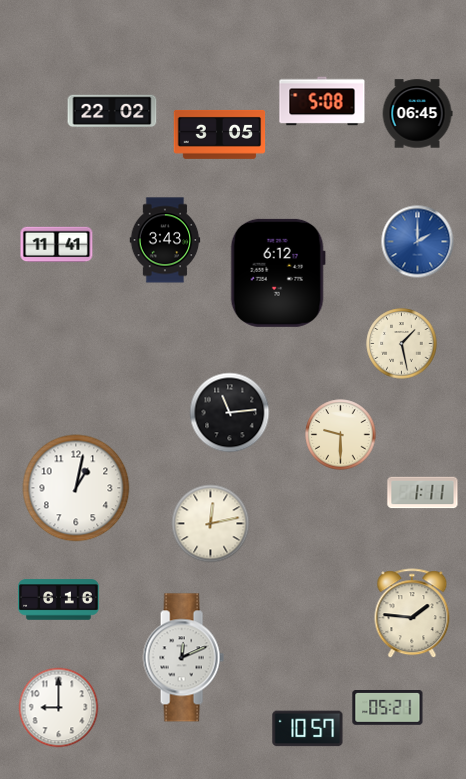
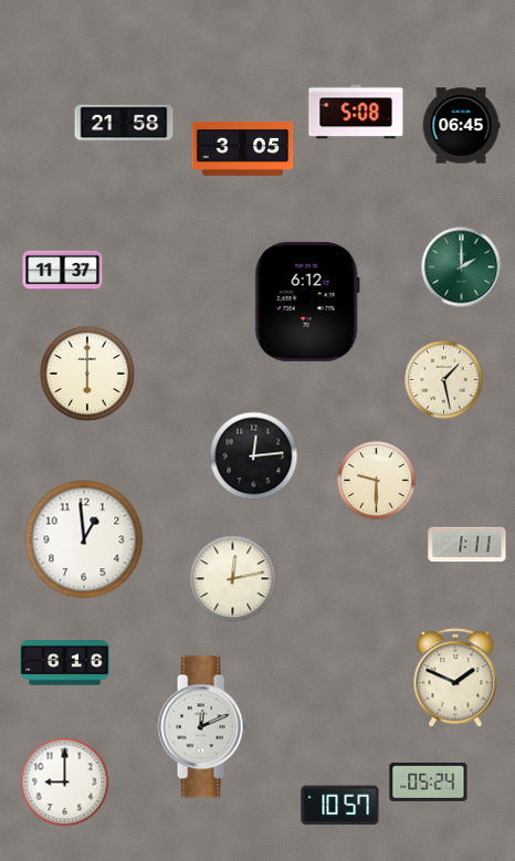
clock at (112, 111): 22:02 -> 21:58
clock at (165, 240): 3:43 -> none
clock at (418, 242) dial: blue -> green
clock at (57, 245): 11:41 -> 11:37
clock at (87, 374): none -> 6:00
clock at (230, 413): 11:14 -> 12:14
clock at (76, 488): 1:02 -> 12:59
clock at (412, 614): 1:46 -> 1:49
clock at (388, 708): 05:21 -> 05:24
